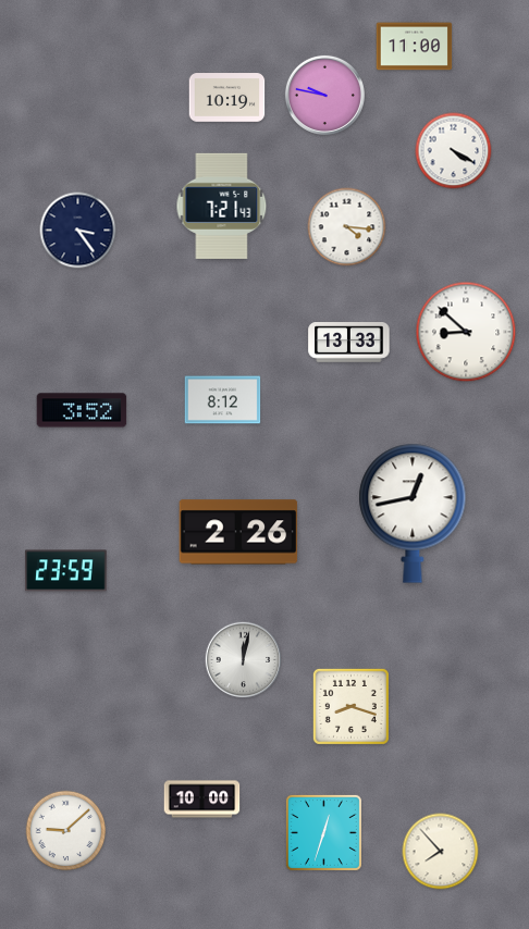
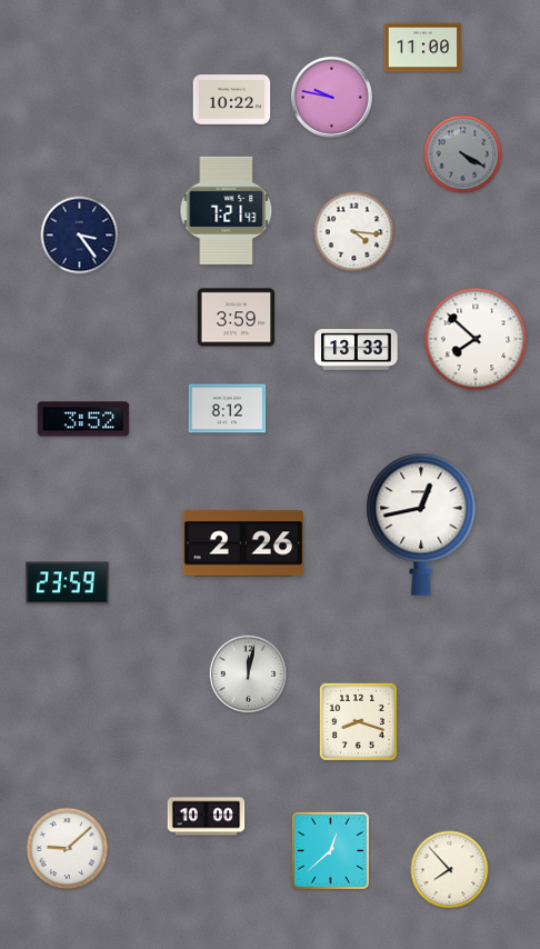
clock at (227, 98): 10:19 -> 10:22
clock at (454, 151) dial: white -> grey
clock at (237, 318): none -> 3:59
clock at (466, 332): 8:52 -> 7:52
clock at (323, 832): 12:33 -> 12:38
